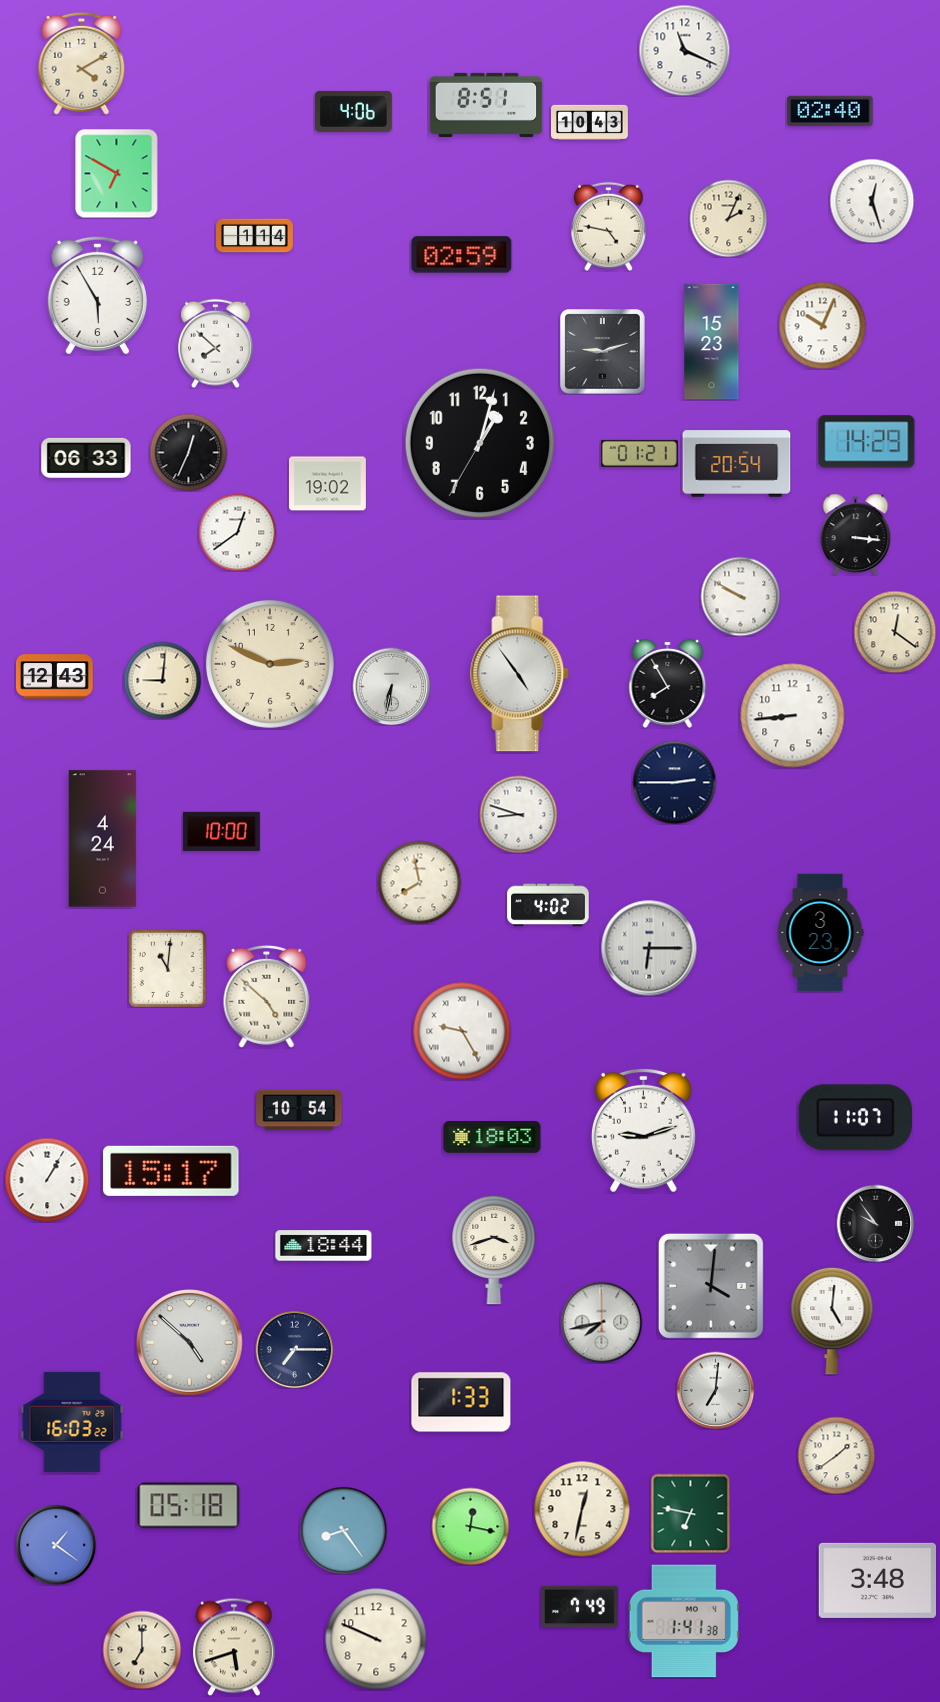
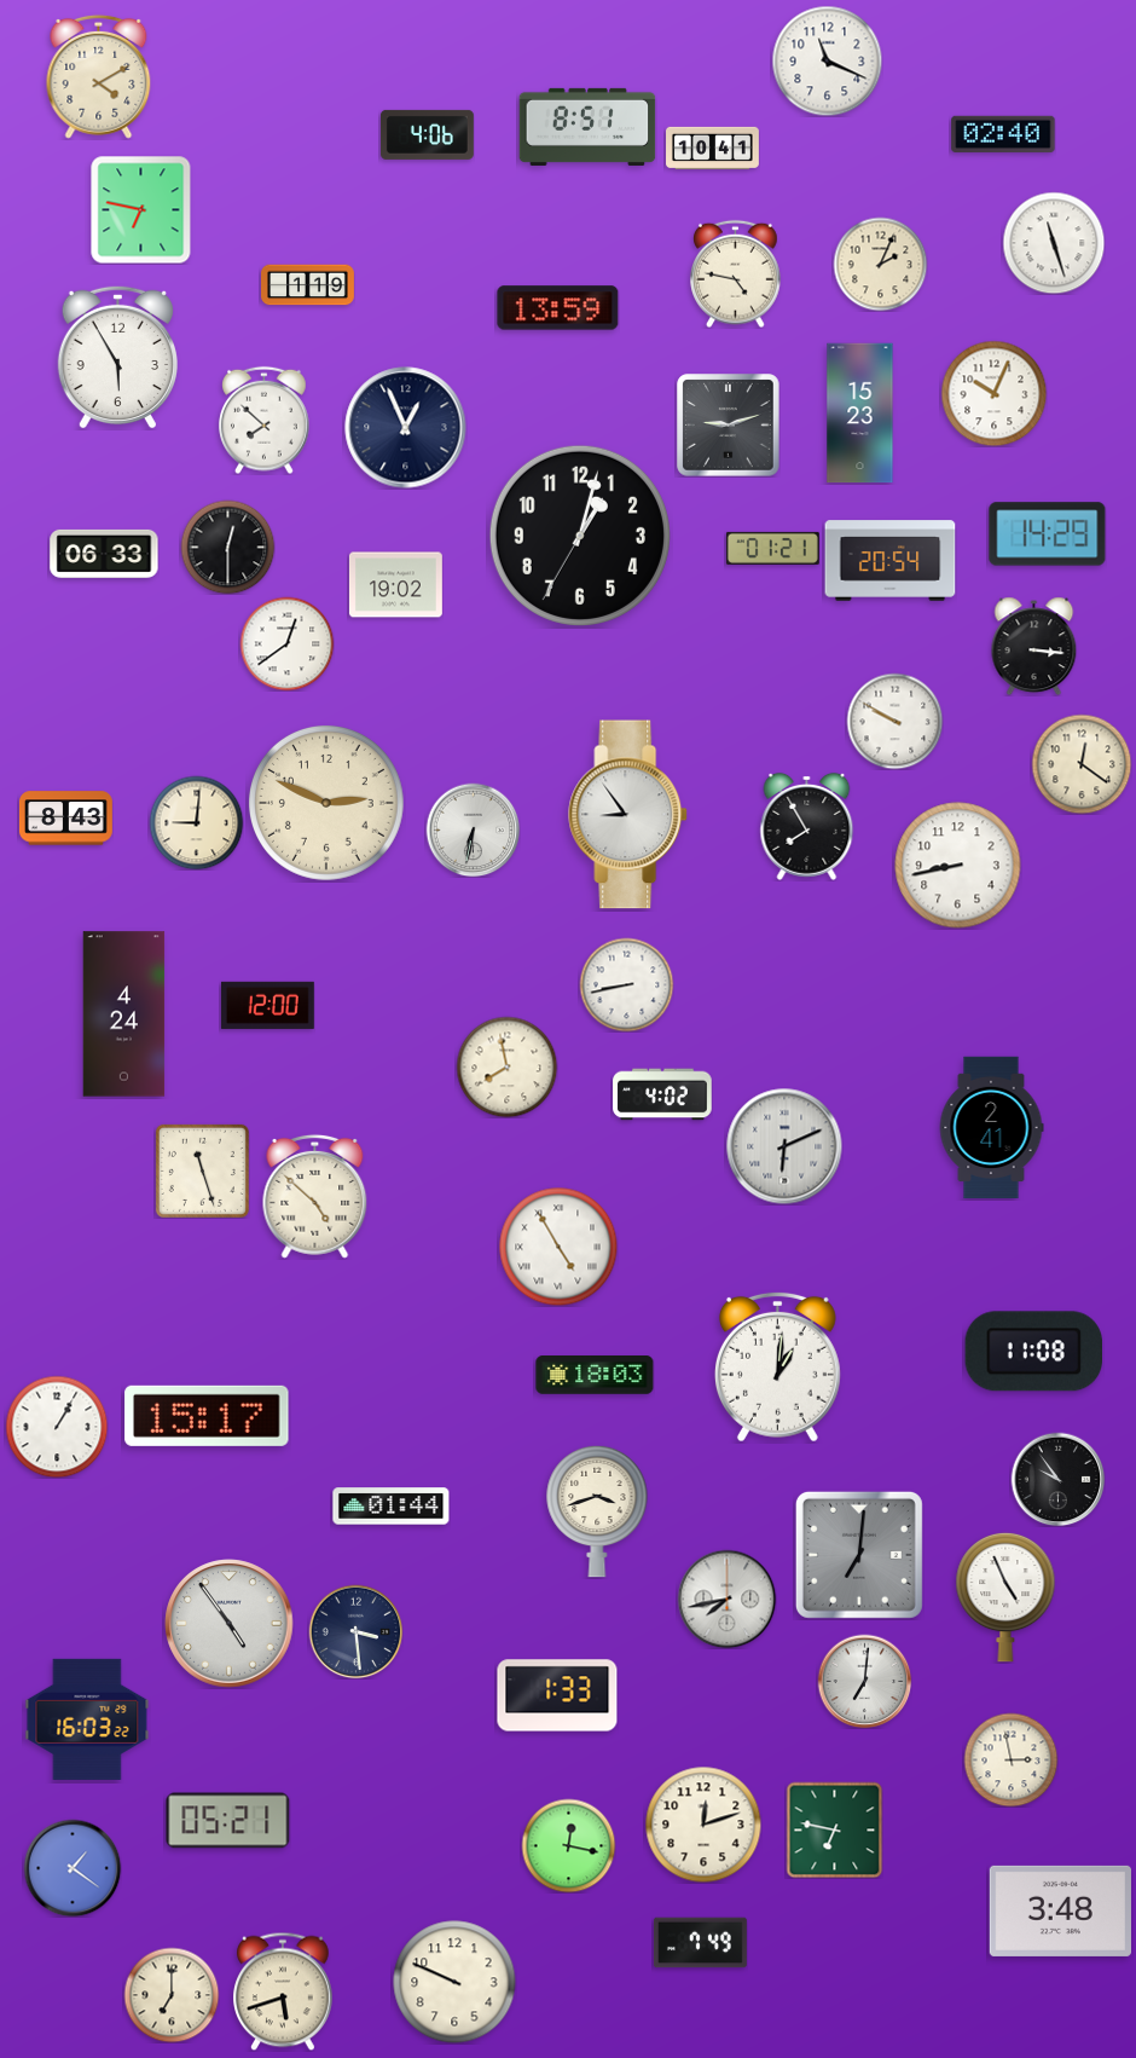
clock at (590, 122): 10:43 -> 10:41
clock at (117, 173): 6:50 -> 6:47
clock at (872, 201): 12:27 -> 11:27
clock at (255, 236): 1:14 -> 1:19
clock at (462, 255): 02:59 -> 13:59
clock at (216, 343) position: (216, 343) -> (265, 420)
clock at (406, 428): none -> 12:56
clock at (188, 452): 12:34 -> 12:30
clock at (520, 674): 4:54 -> 8:54
clock at (54, 677): 12:43 -> 8:43
clock at (793, 716): 8:44 -> 8:43
clock at (674, 782): 2:45 -> none
clock at (518, 814): 8:48 -> 8:43
clock at (221, 831): 10:00 -> 12:00
clock at (820, 933): 3:23 -> 2:41
clock at (649, 948): 6:15 -> 6:11
clock at (167, 968): 11:01 -> 11:27
clock at (267, 996) position: (267, 996) -> (315, 1196)
clock at (462, 1031): 9:25 -> 4:55
clock at (299, 1110): 10:54 -> none
clock at (855, 1118): 11:07 -> 11:08
clock at (643, 1130): 9:12 -> 1:01
clock at (324, 1246): 18:44 -> 01:44
clock at (711, 1286): 4:01 -> 7:01
clock at (832, 1321): 5:01 -> 4:56
clock at (190, 1343): 4:52 -> 4:54
clock at (294, 1349): 7:15 -> 3:29
clock at (836, 1455): 1:39 -> 2:58
clock at (189, 1506): 05:18 -> 05:21
clock at (582, 1509): 12:32 -> 12:12
clock at (343, 1530): 8:24 -> none
clock at (56, 1545) position: (56, 1545) -> (73, 1868)
clock at (684, 1621): 1:41 -> none
